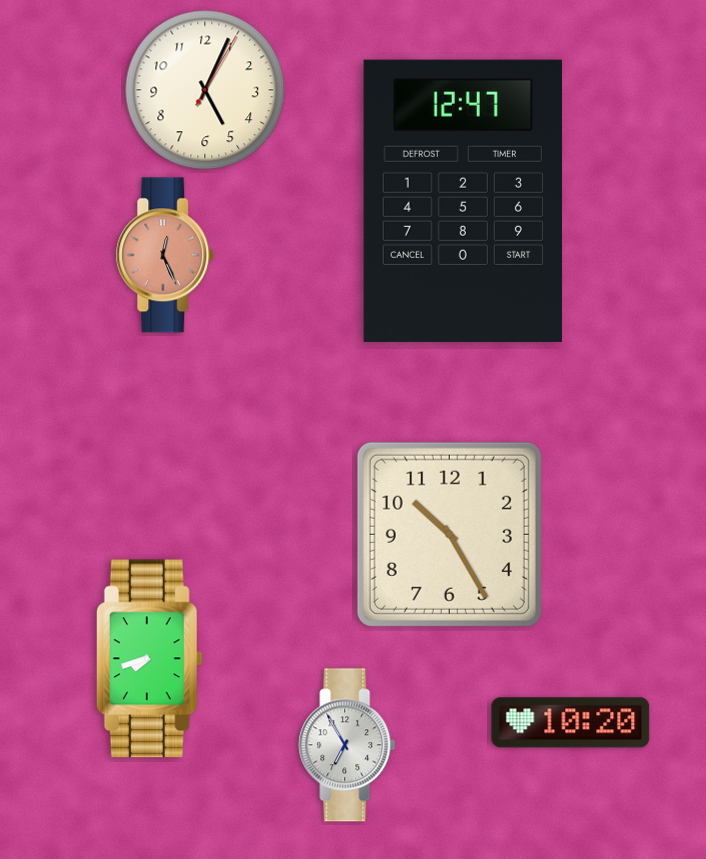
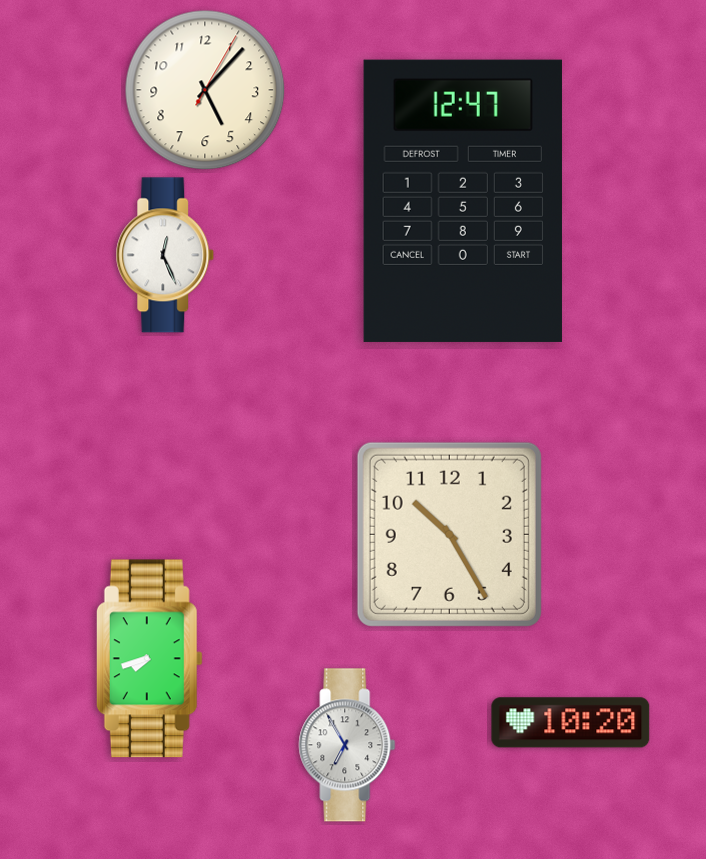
clock at (205, 90): 5:04 -> 5:07
clock at (165, 255) dial: salmon -> white
